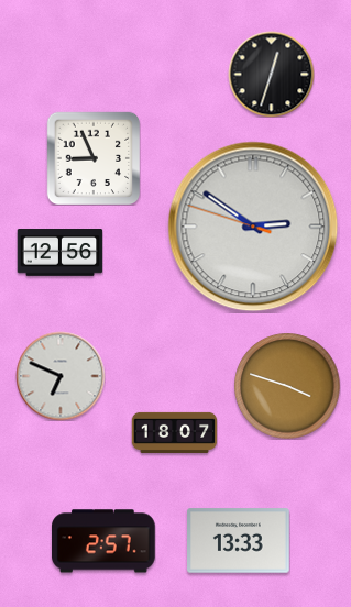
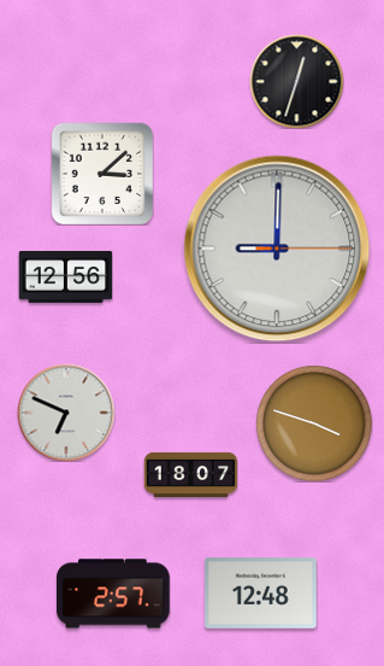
clock at (94, 158): 8:56 -> 3:08
clock at (253, 227): 2:50 -> 9:00
clock at (239, 541): 13:33 -> 12:48
